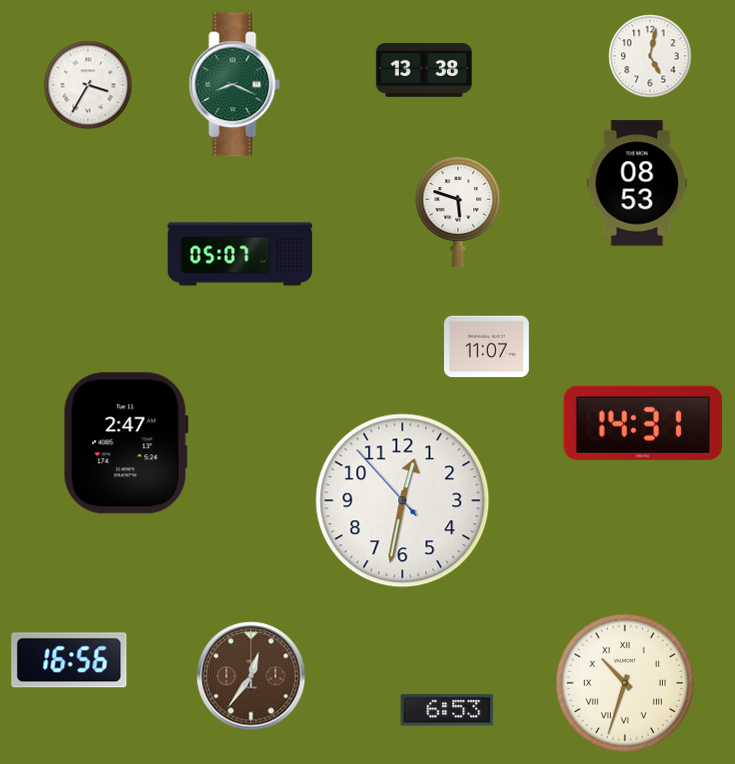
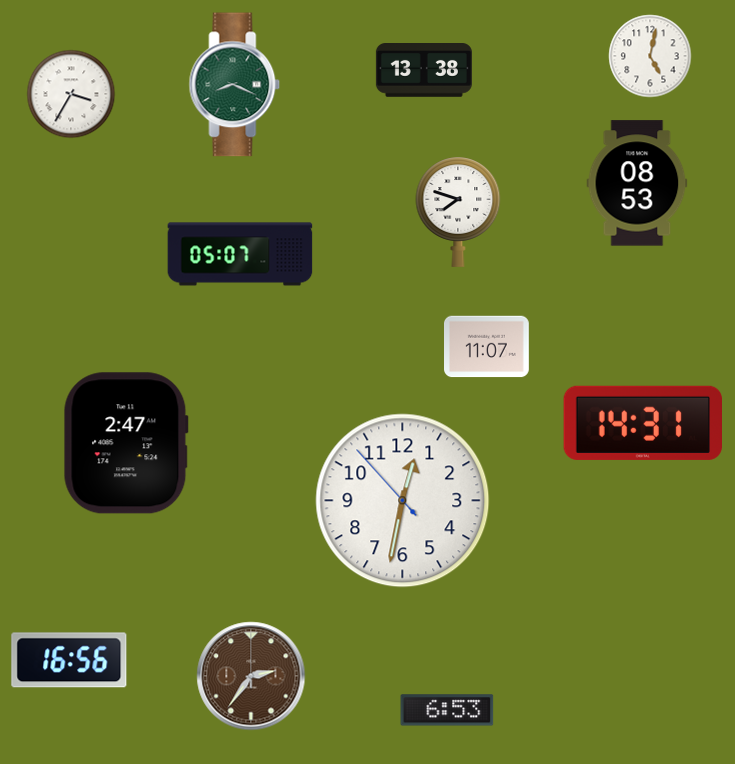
clock at (88, 85) position: (88, 85) -> (71, 94)
clock at (458, 212): 5:48 -> 7:48
clock at (251, 676): 12:36 -> 2:36
clock at (625, 683): 10:33 -> none
